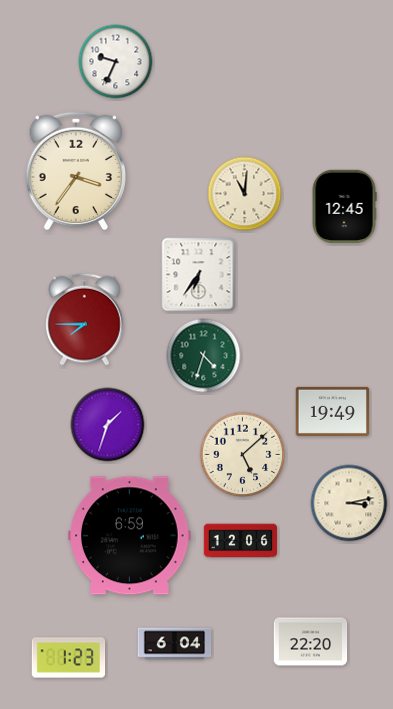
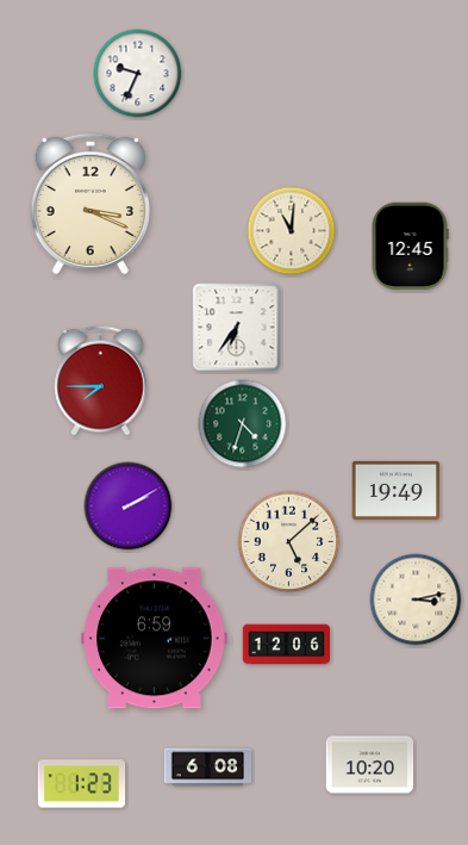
clock at (76, 171): 3:36 -> 3:19
clock at (108, 425): 1:33 -> 2:10
clock at (311, 642): 22:20 -> 10:20
clock at (175, 644): 6:04 -> 6:08
